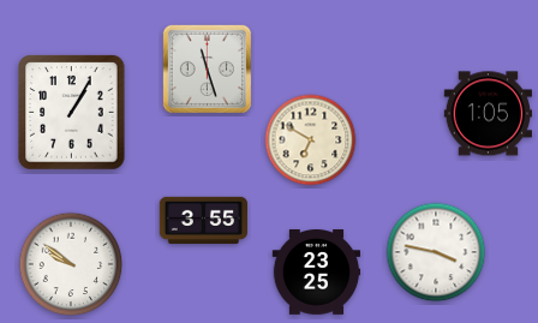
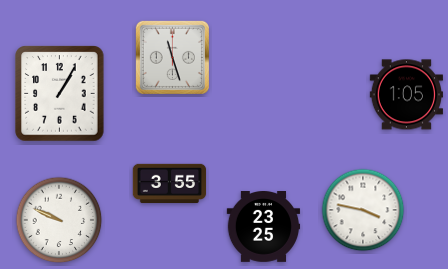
clock at (311, 140): 6:50 -> none
clock at (71, 264): 9:51 -> 9:49
